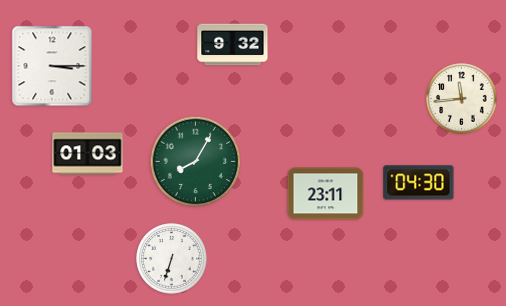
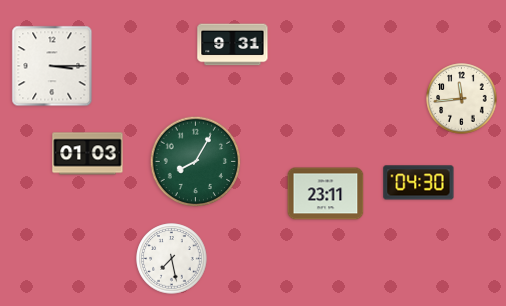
clock at (233, 45): 9:32 -> 9:31
clock at (172, 259): 6:33 -> 7:28
